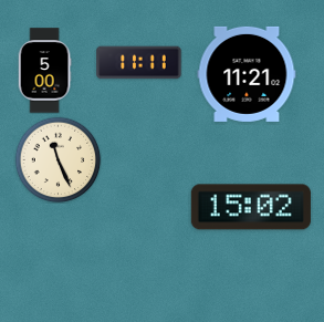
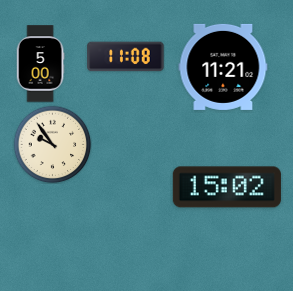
clock at (139, 63): 11:11 -> 11:08
clock at (58, 159): 11:26 -> 9:54
